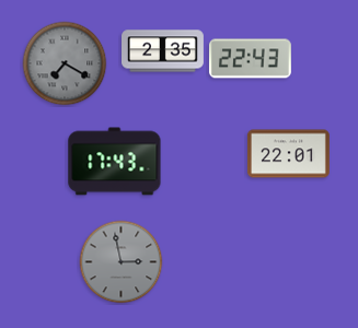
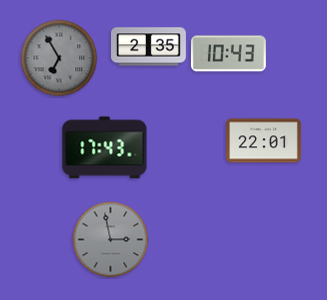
clock at (250, 59): 22:43 -> 10:43
clock at (65, 63): 7:20 -> 6:55
